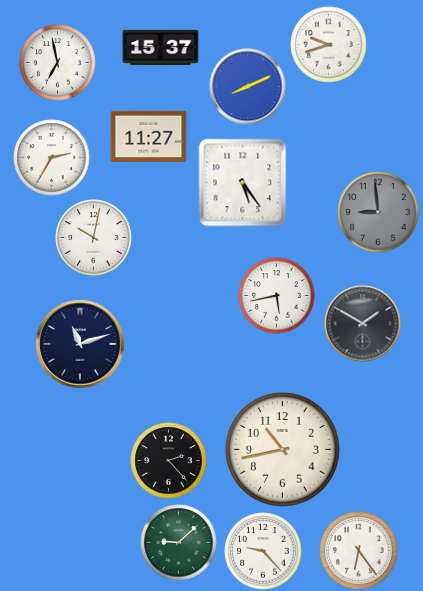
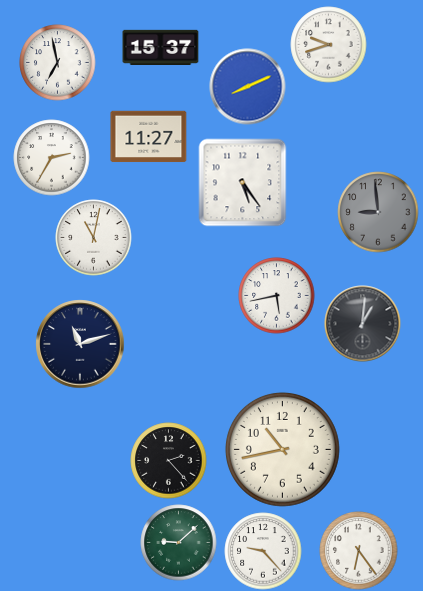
clock at (94, 238): 10:02 -> 11:02
clock at (363, 324): 1:50 -> 1:01
